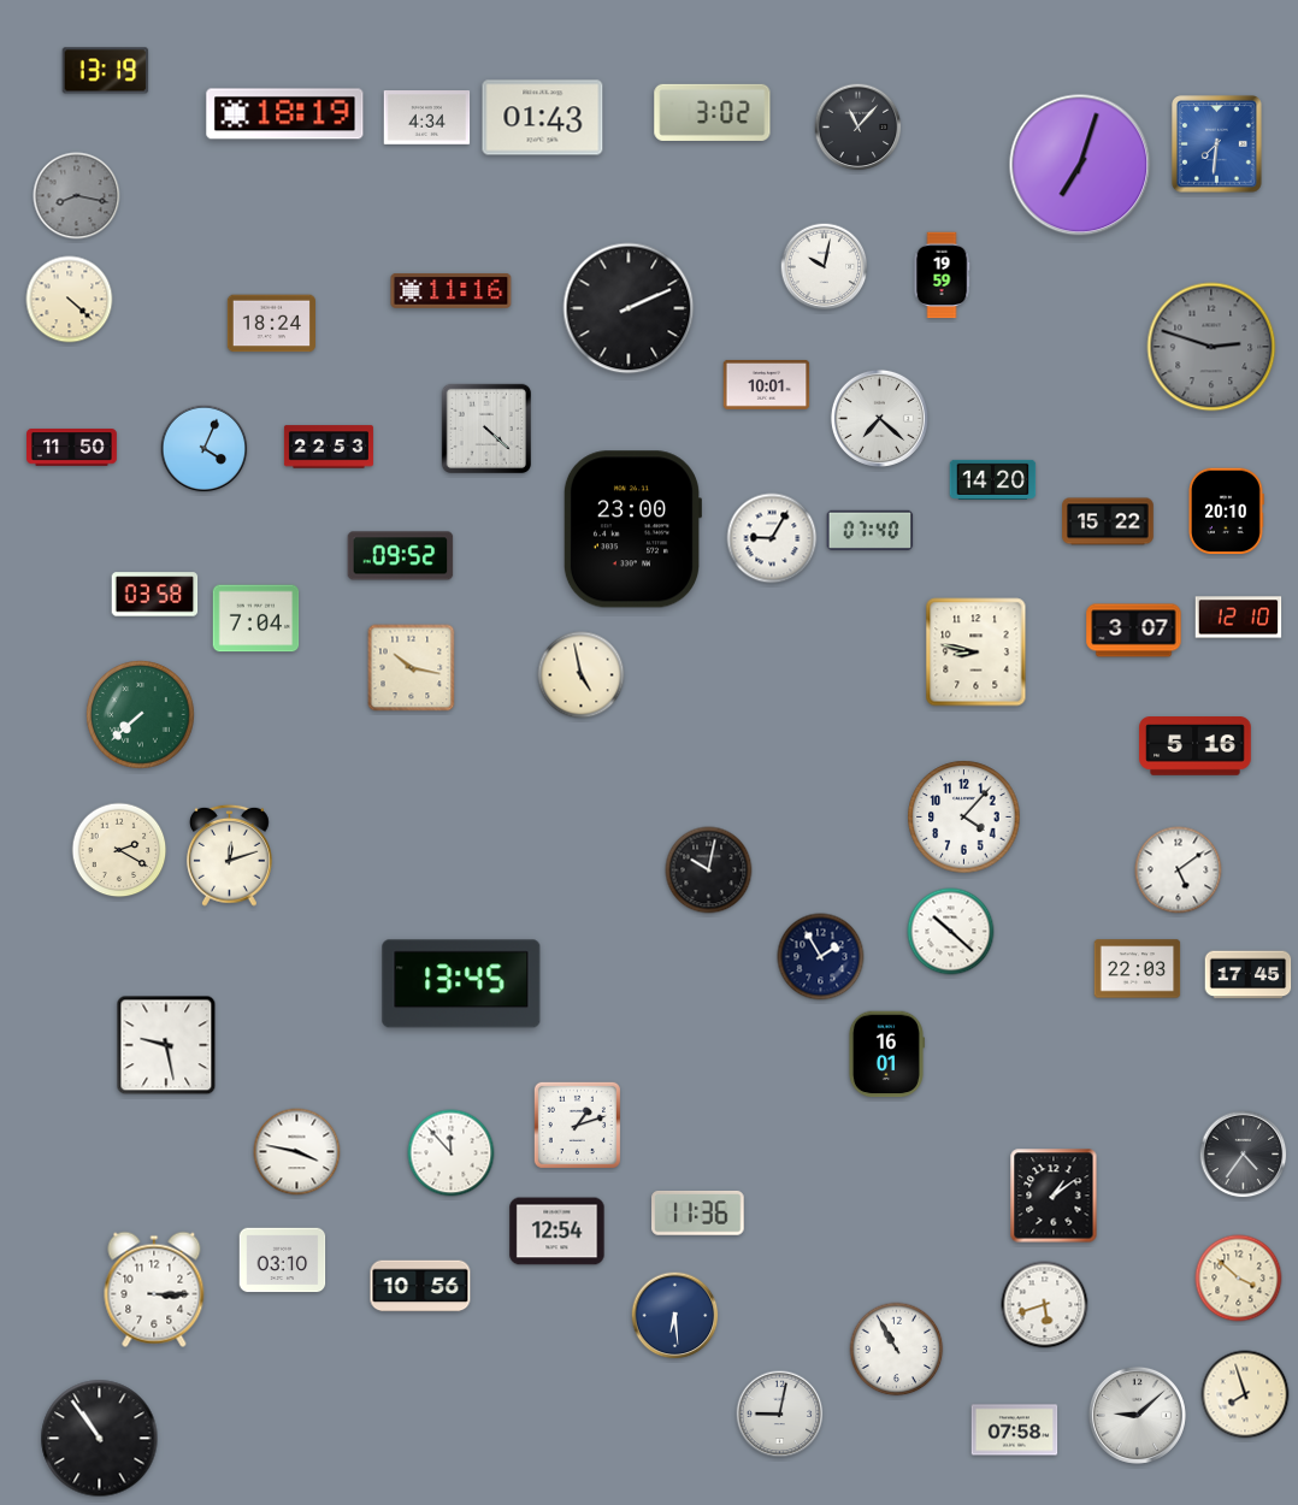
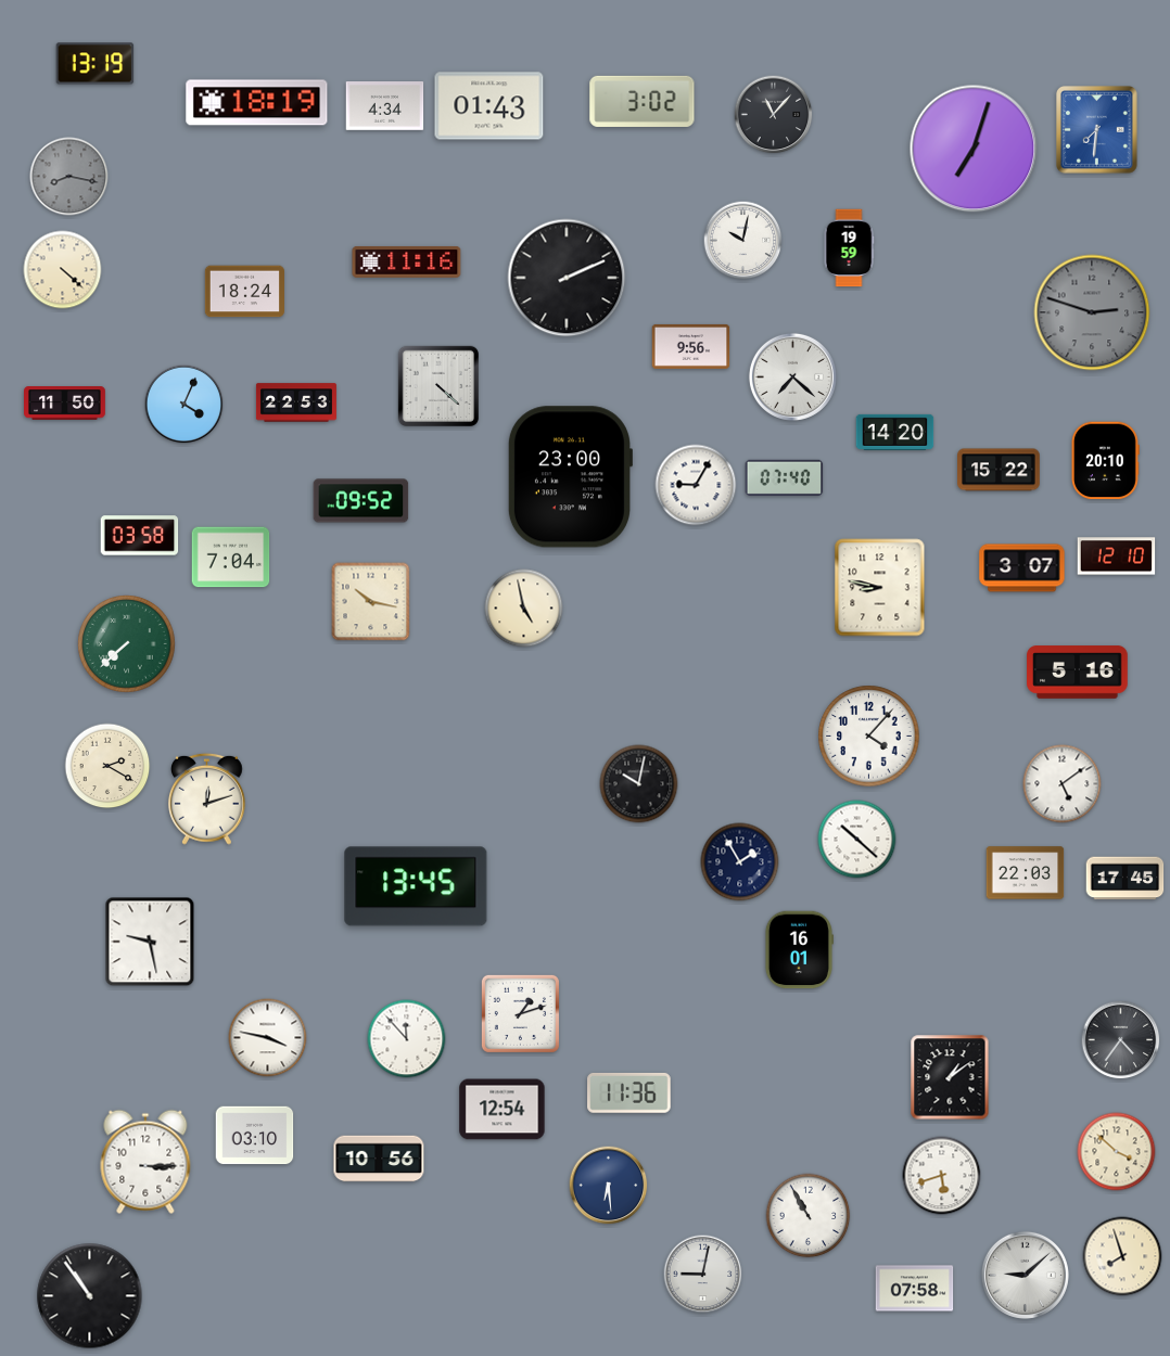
clock at (767, 384): 10:01 -> 9:56
clock at (229, 855) position: (229, 855) -> (206, 798)
clock at (154, 1289) position: (154, 1289) -> (145, 1162)
